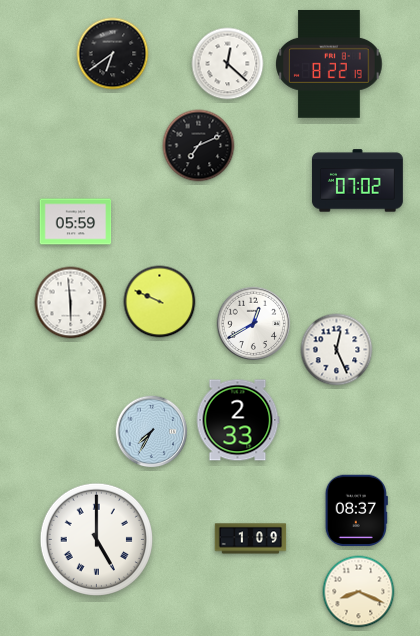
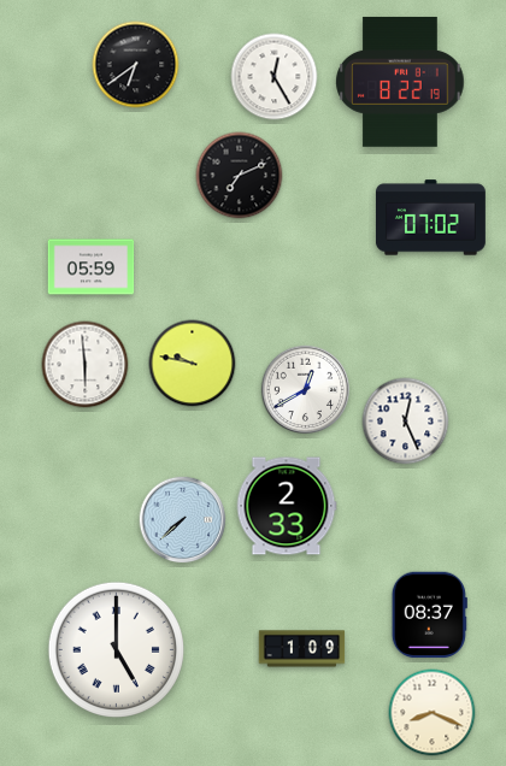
clock at (228, 64): 12:22 -> 12:25
clock at (329, 64) position: (329, 64) -> (400, 82)
clock at (160, 302): 9:49 -> 9:47
clock at (152, 432): 7:35 -> 7:38
